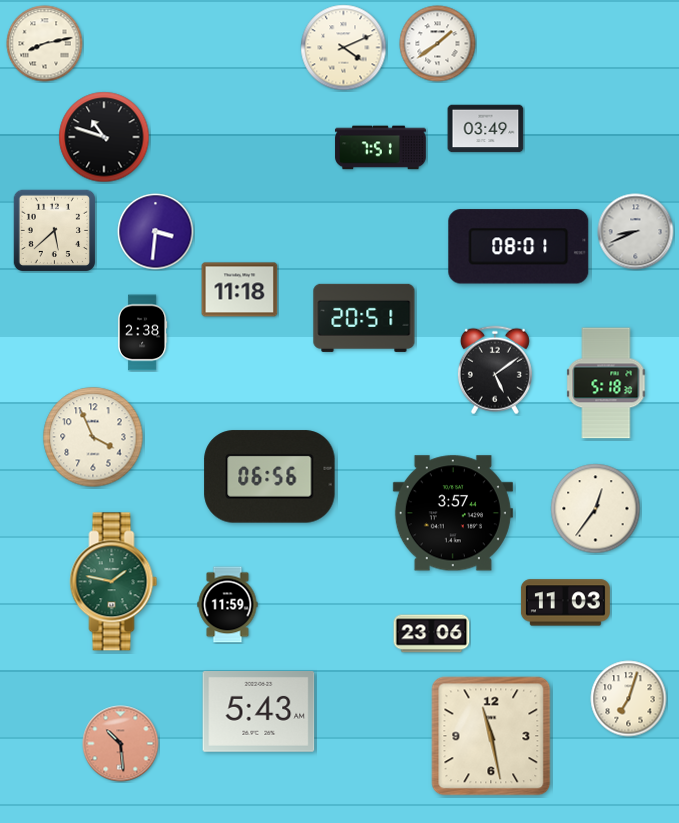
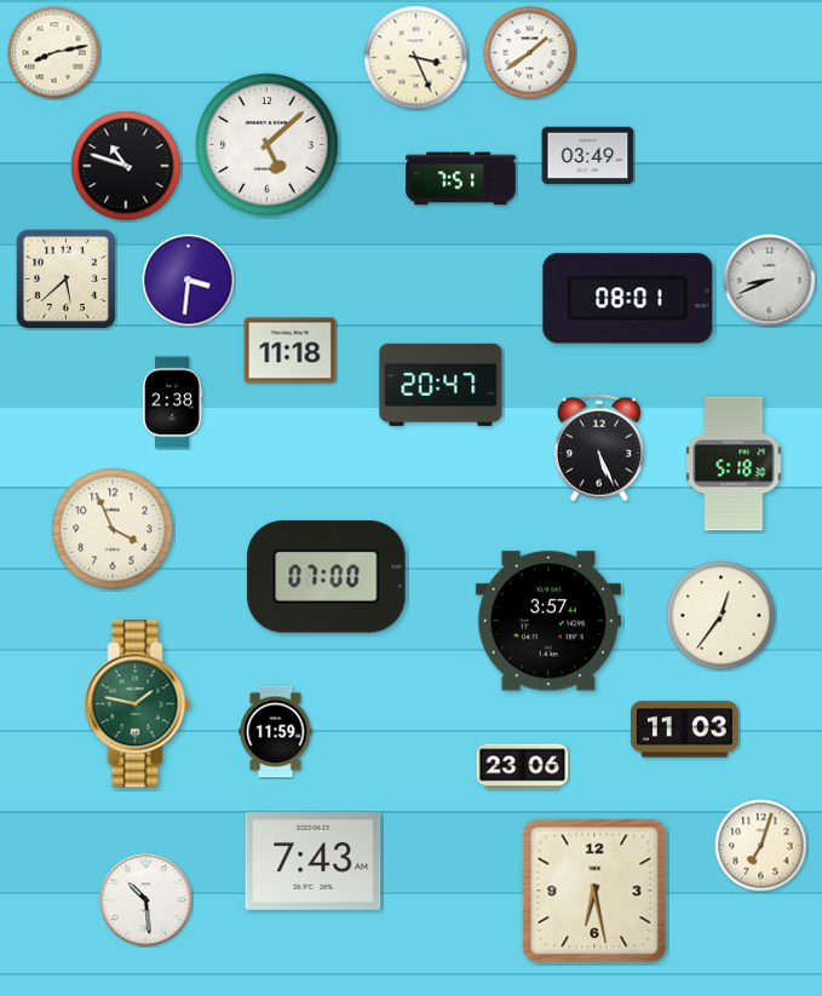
clock at (344, 48): 4:11 -> 3:26
clock at (268, 145): none -> 5:08
clock at (364, 318): 20:51 -> 20:47
clock at (495, 370): 5:09 -> 5:26
clock at (270, 477): 06:56 -> 07:00
clock at (259, 712): 5:43 -> 7:43
clock at (491, 736): 11:28 -> 6:28
clock at (121, 744) dial: salmon -> white
